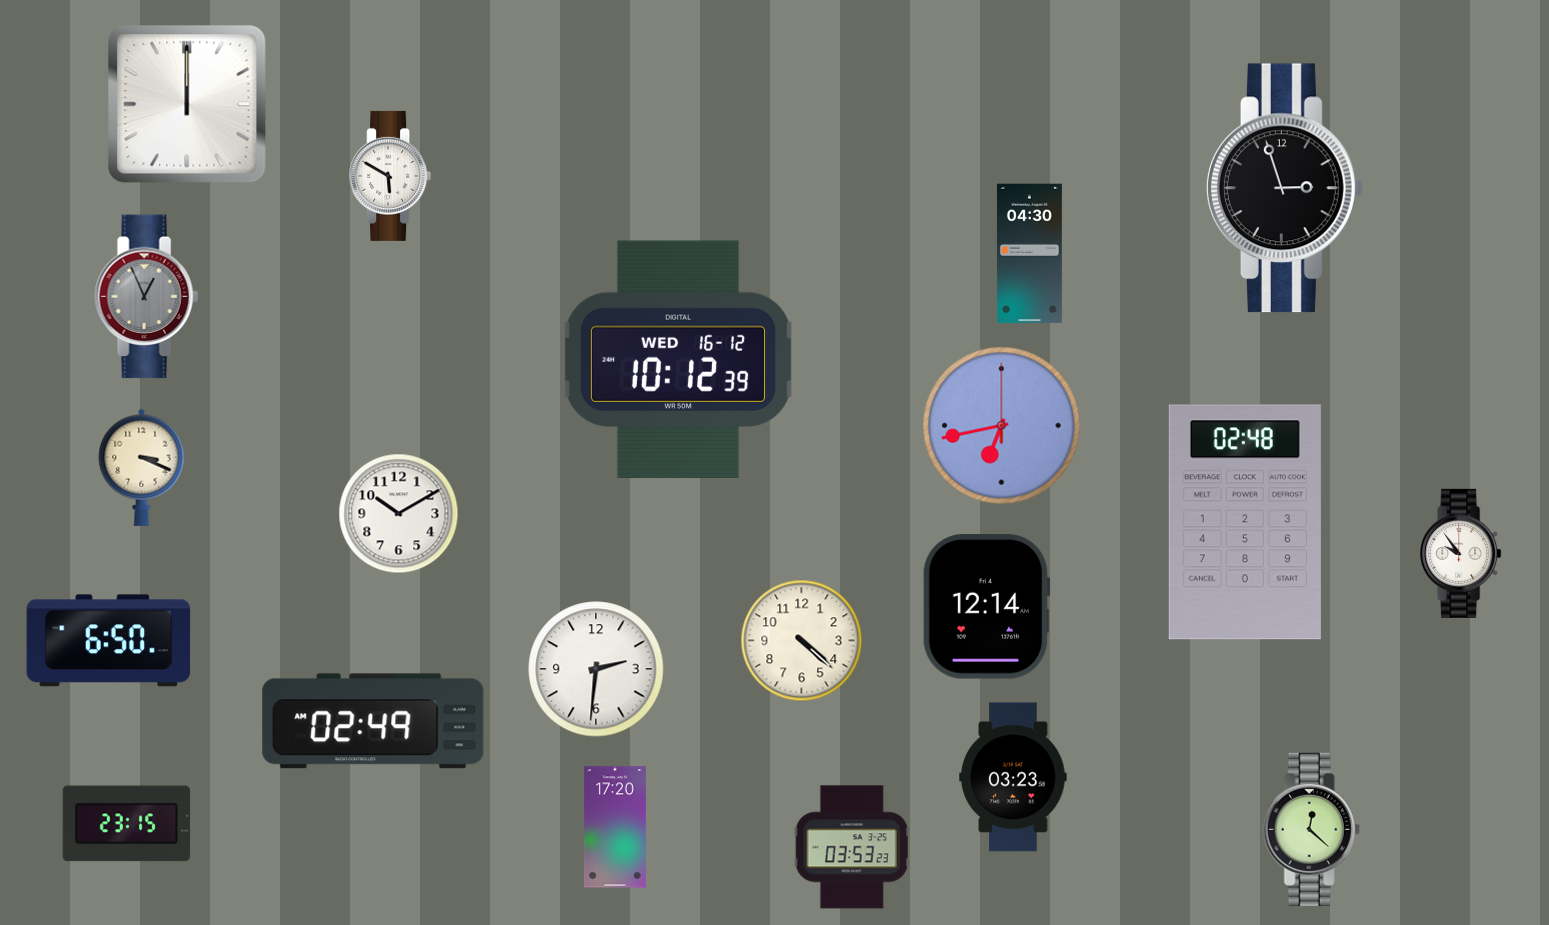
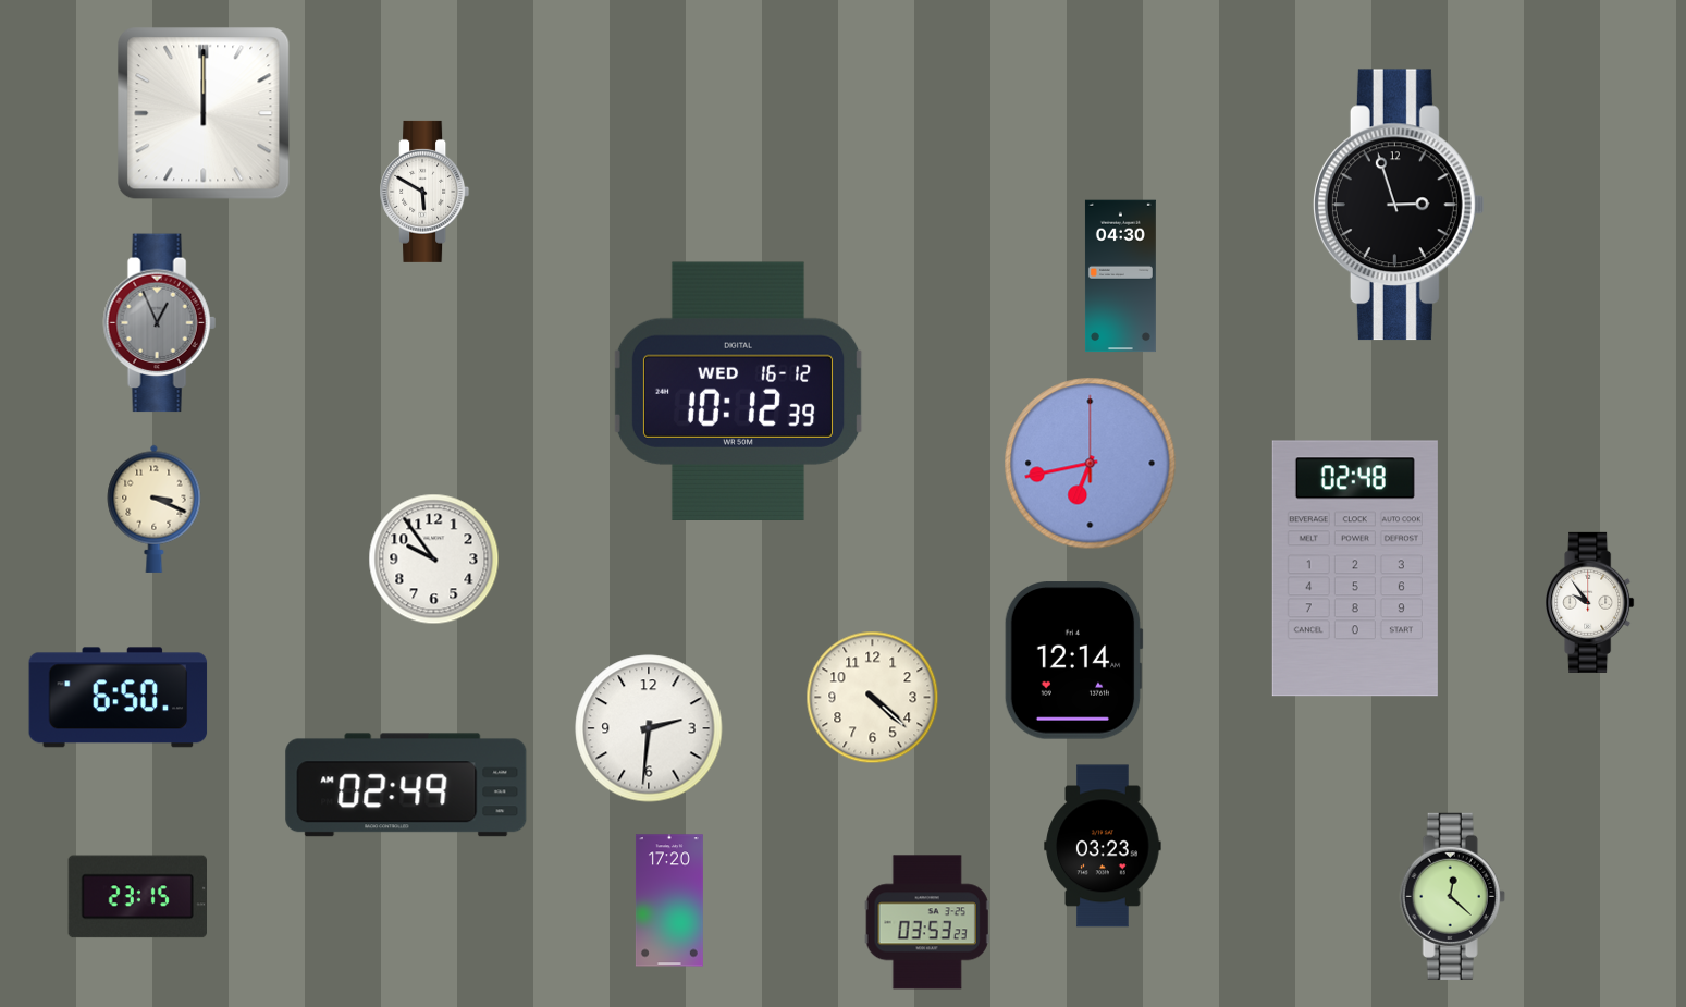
clock at (399, 514): 10:10 -> 9:54
clock at (1311, 829) position: (1311, 829) -> (1452, 896)
